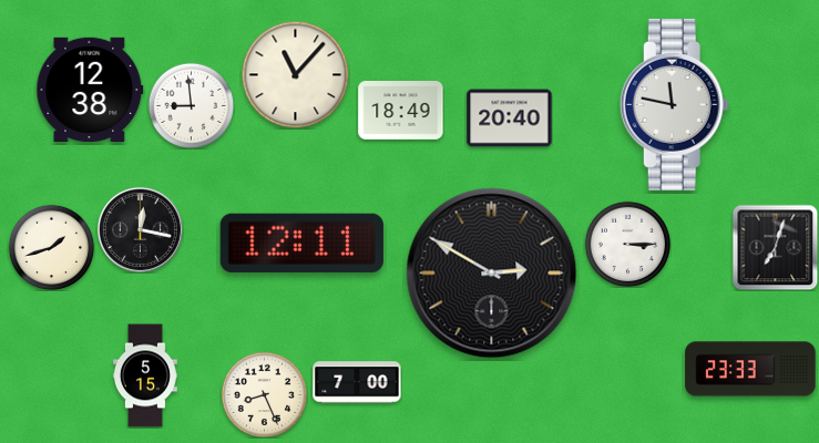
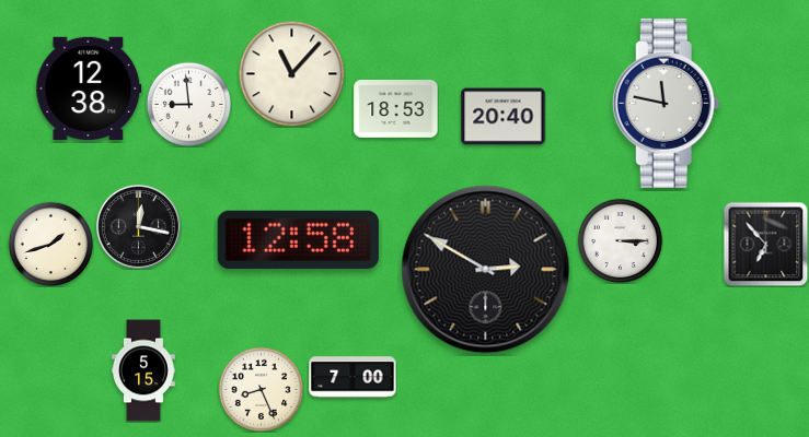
clock at (401, 111): 18:49 -> 18:53
clock at (301, 243): 12:11 -> 12:58
clock at (775, 247): 7:03 -> 6:53
clock at (750, 369): 23:33 -> none
